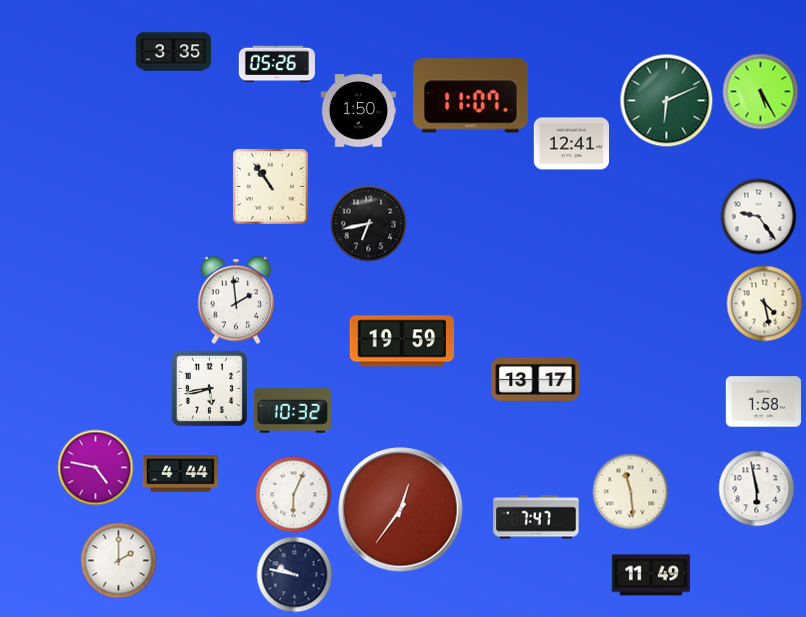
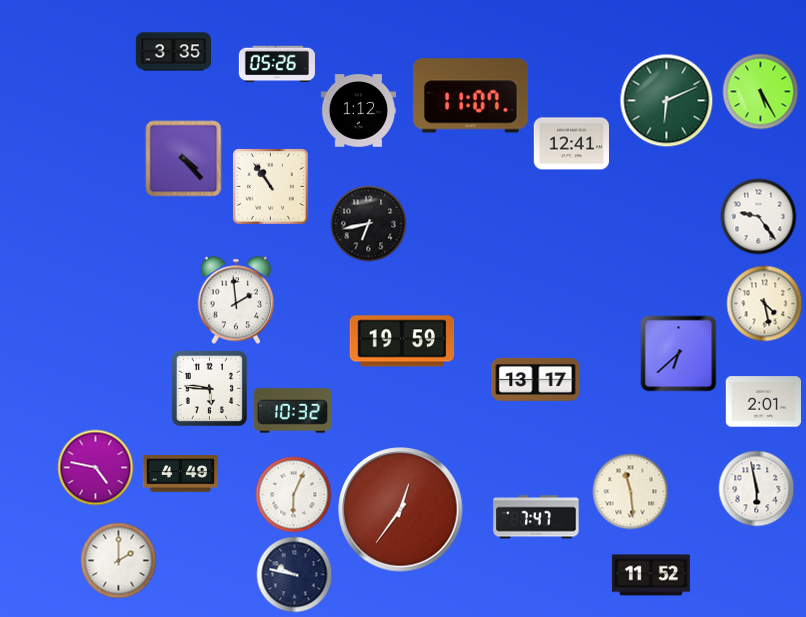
clock at (359, 111): 1:50 -> 1:12
clock at (184, 159): none -> 4:23
clock at (679, 354): none -> 6:38
clock at (209, 388): 5:43 -> 5:46
clock at (763, 402): 1:58 -> 2:01
clock at (180, 474): 4:44 -> 4:49
clock at (651, 575): 11:49 -> 11:52
